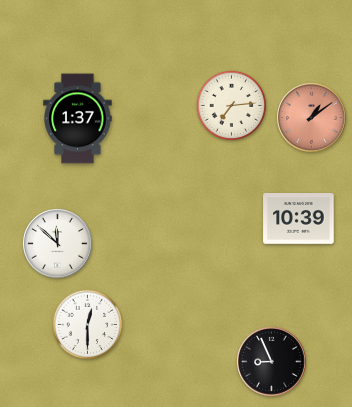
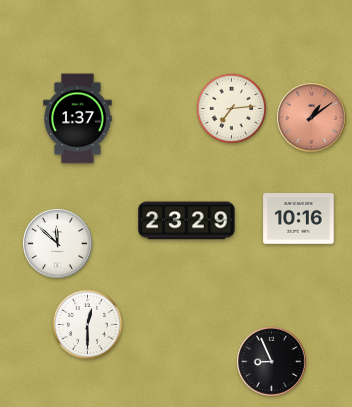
clock at (232, 106) position: (232, 106) -> (232, 109)
clock at (299, 219): 10:39 -> 10:16
clock at (187, 221): none -> 23:29
